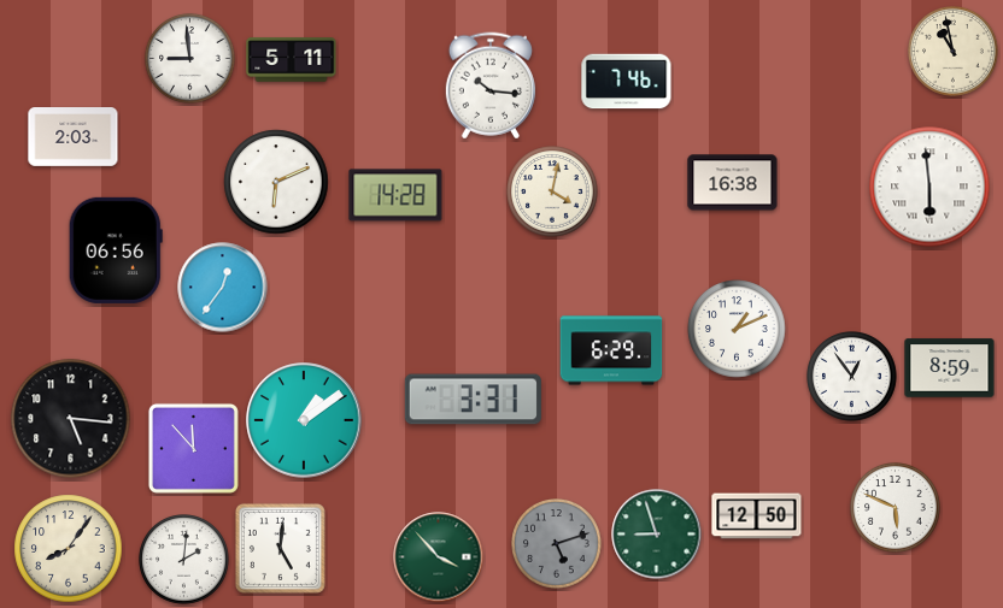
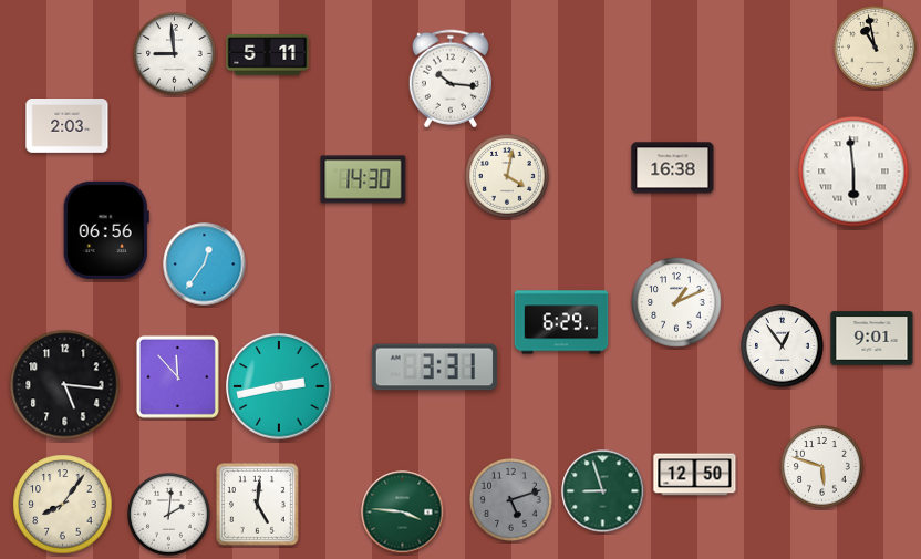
clock at (627, 82): 7:46 -> none
clock at (276, 182): 6:11 -> none
clock at (395, 195): 14:28 -> 14:30
clock at (950, 368): 8:59 -> 9:01
clock at (304, 420): 1:09 -> 2:43
clock at (193, 448) position: (193, 448) -> (177, 376)
clock at (896, 508): 5:49 -> 5:48
clock at (439, 557): 3:53 -> 3:46
